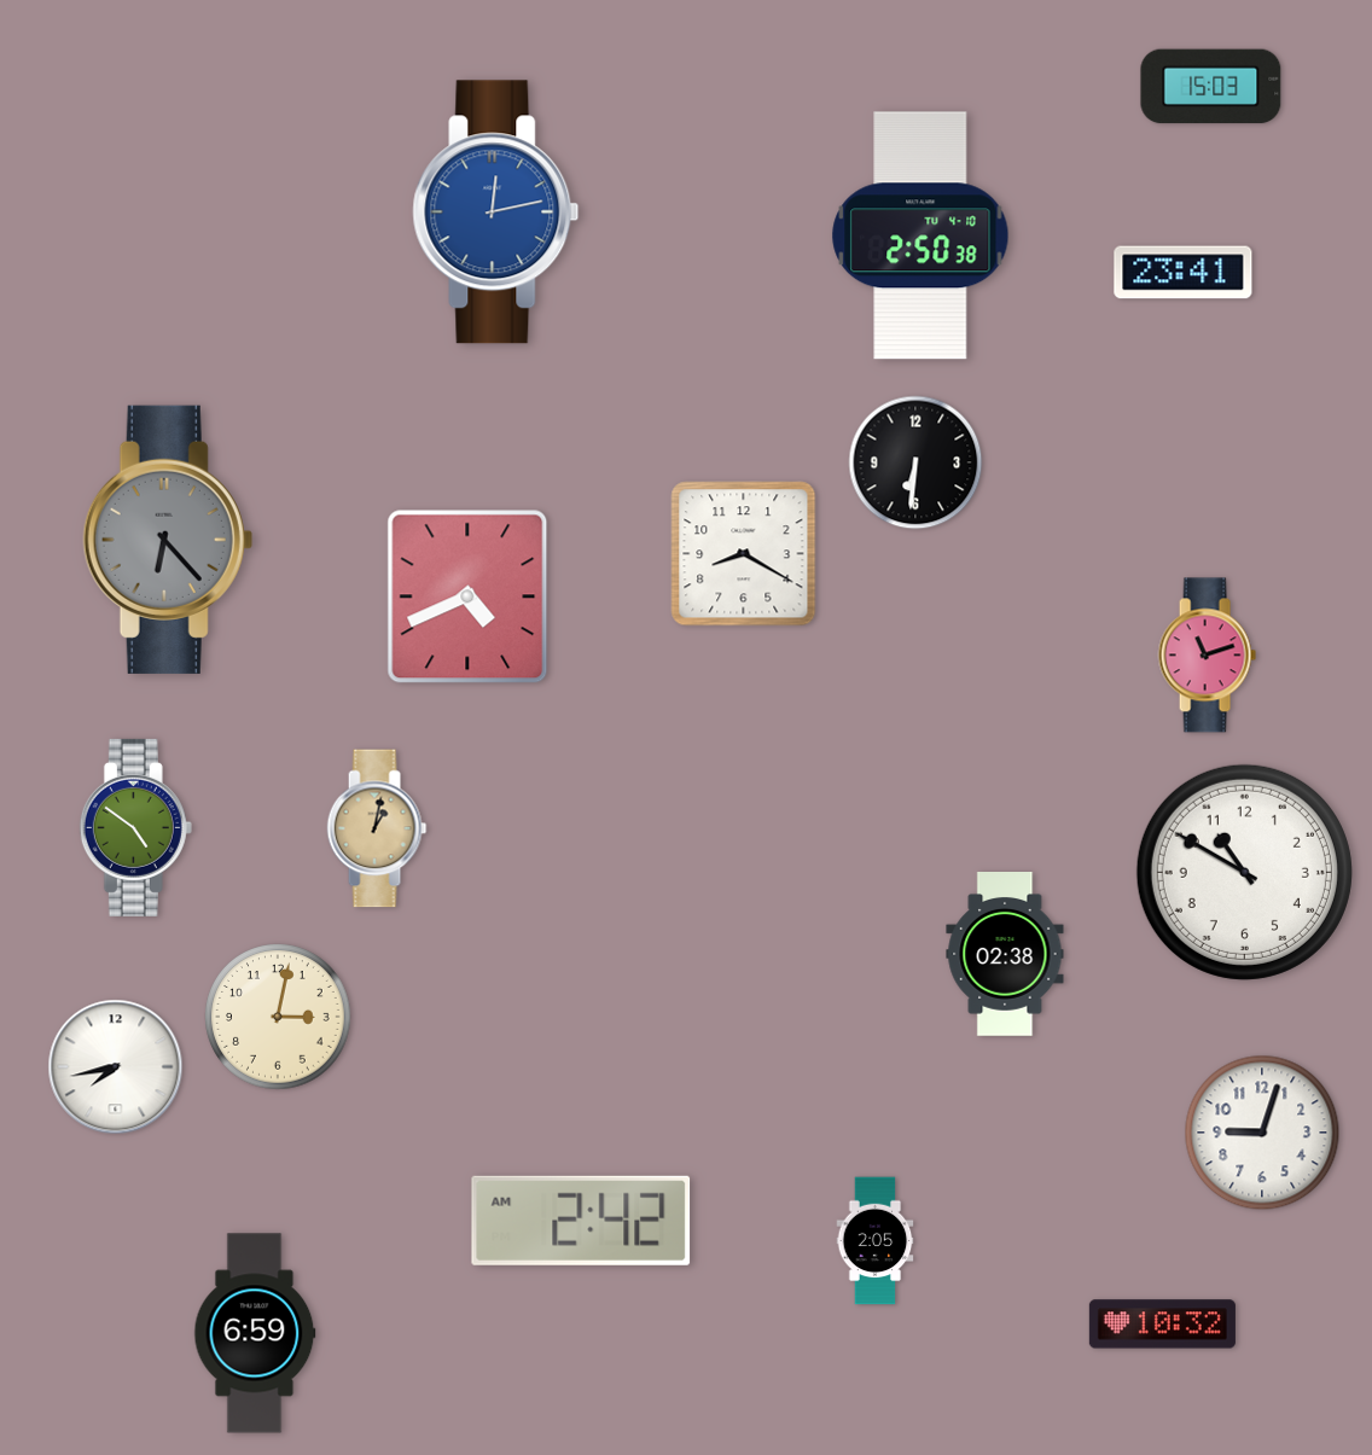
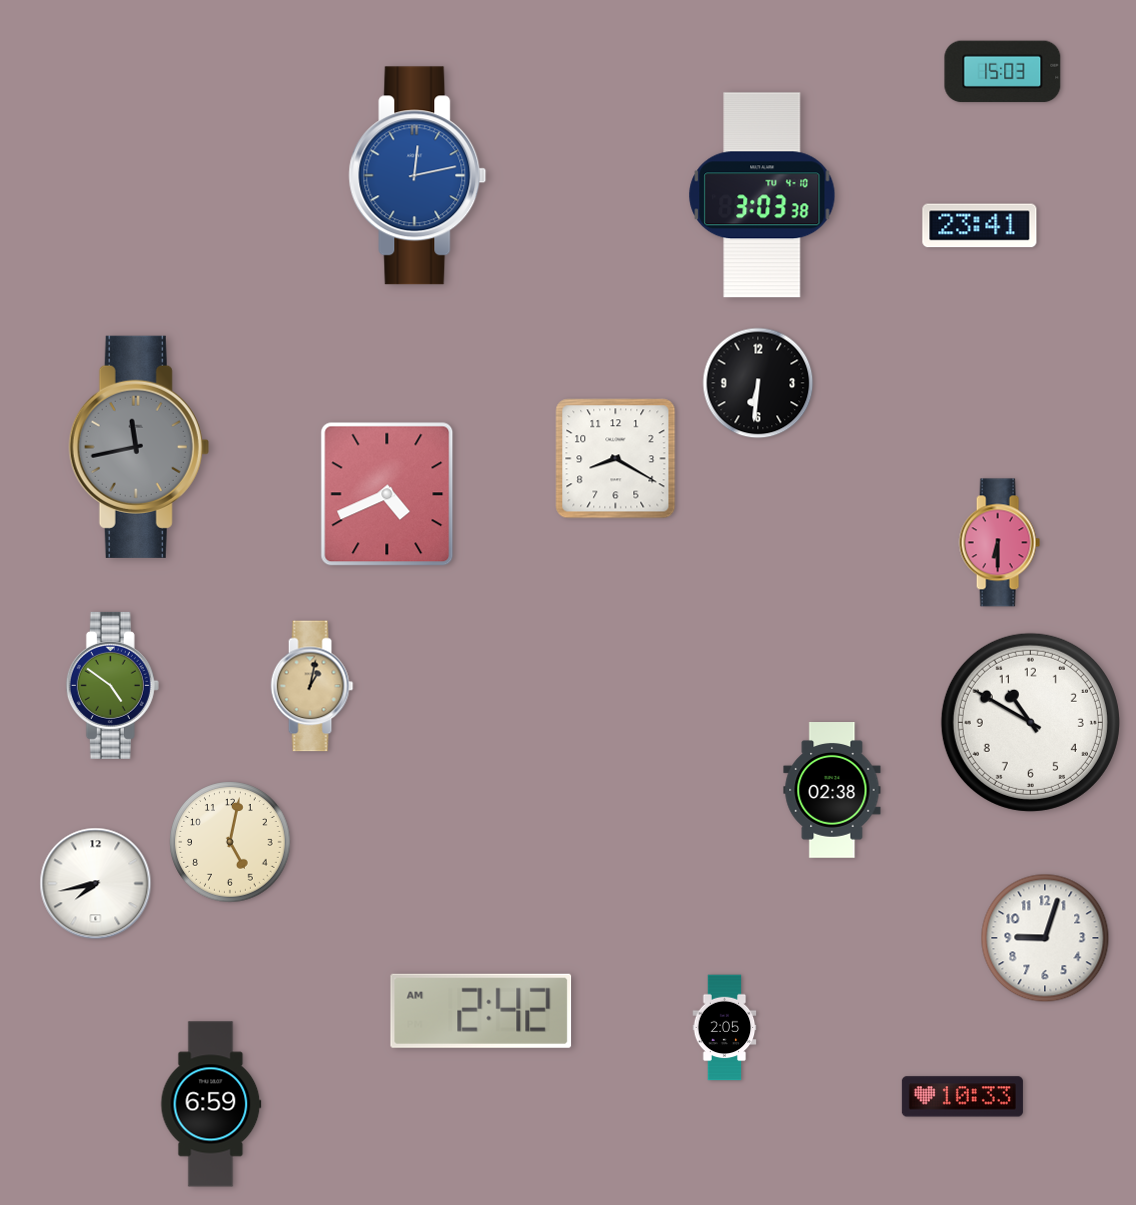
clock at (496, 213) position: (496, 213) -> (418, 176)
clock at (920, 235): 2:50 -> 3:03
clock at (168, 540): 6:23 -> 11:43
clock at (1207, 656): 11:12 -> 6:30
clock at (278, 1017): 3:02 -> 5:02
clock at (1162, 1325): 10:32 -> 10:33
